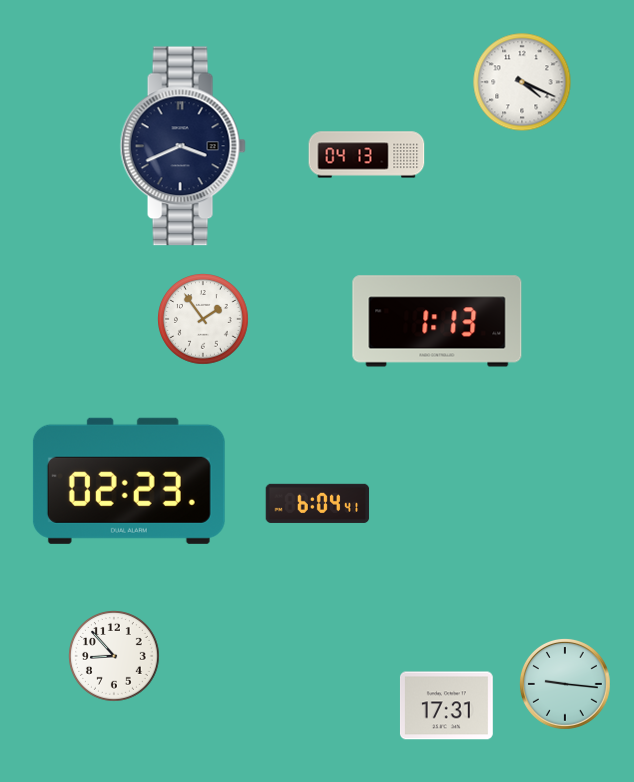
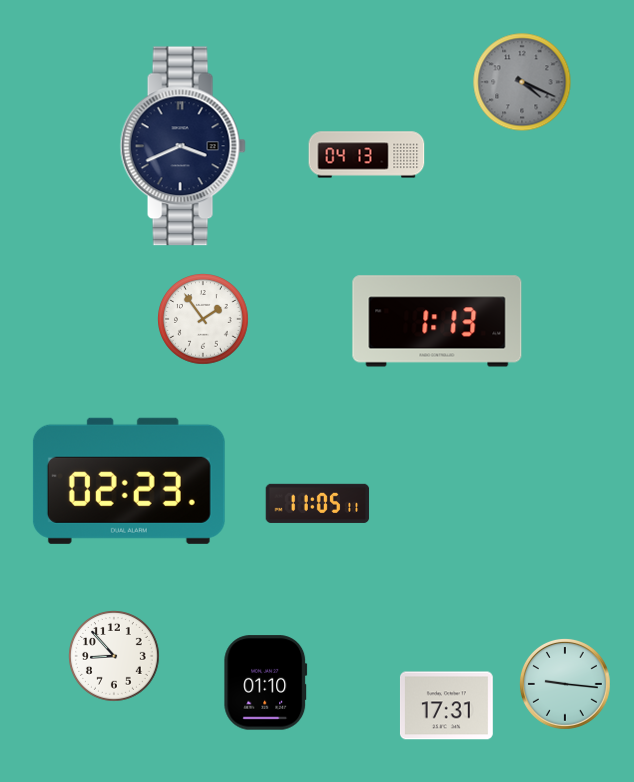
clock at (522, 82) dial: white -> grey
clock at (318, 503): 6:04 -> 11:05
clock at (266, 683): none -> 01:10
